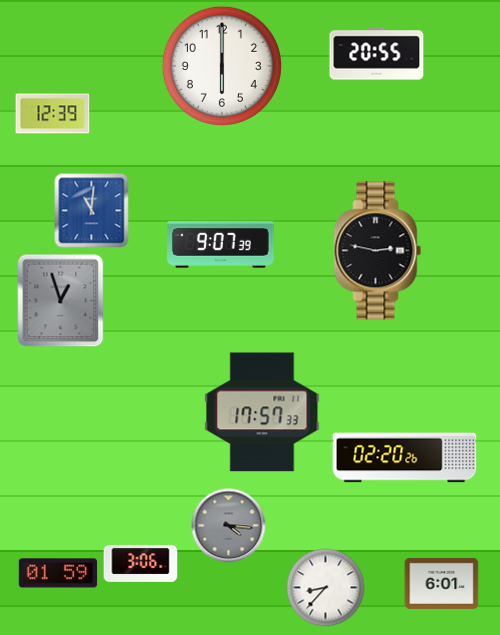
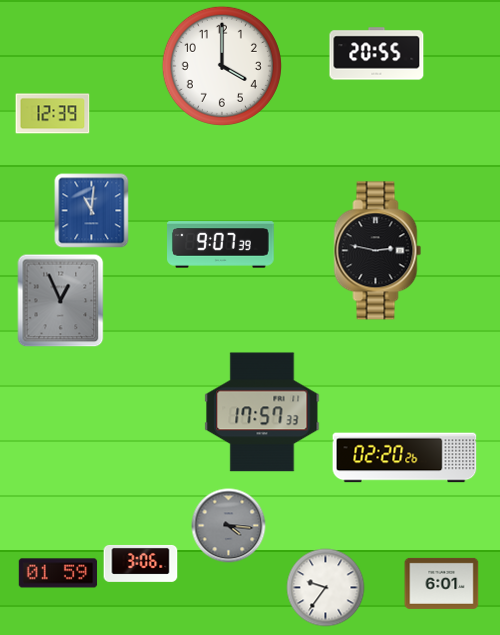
clock at (222, 66): 6:00 -> 4:00
clock at (61, 301): 12:57 -> 12:56
clock at (326, 588): 8:37 -> 9:36
